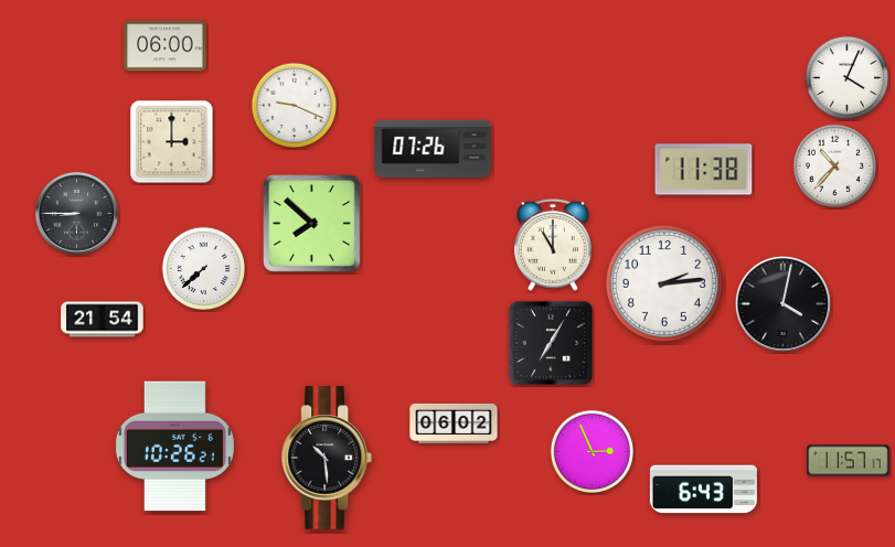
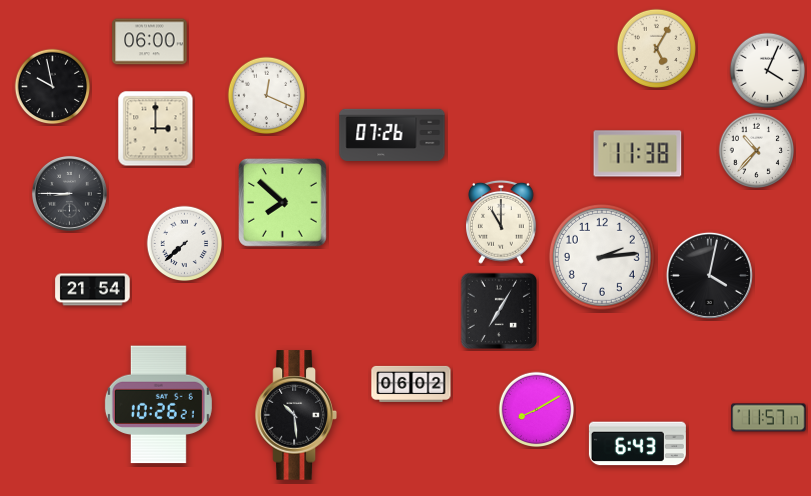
clock at (656, 48): none -> 5:05
clock at (53, 87): none -> 9:58
clock at (295, 106): 9:19 -> 12:19
clock at (593, 452): 2:56 -> 8:10
